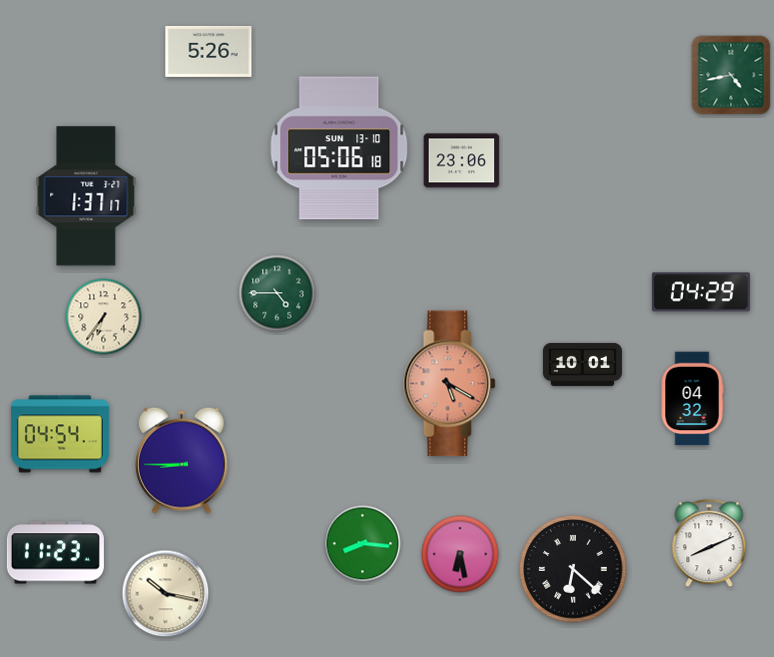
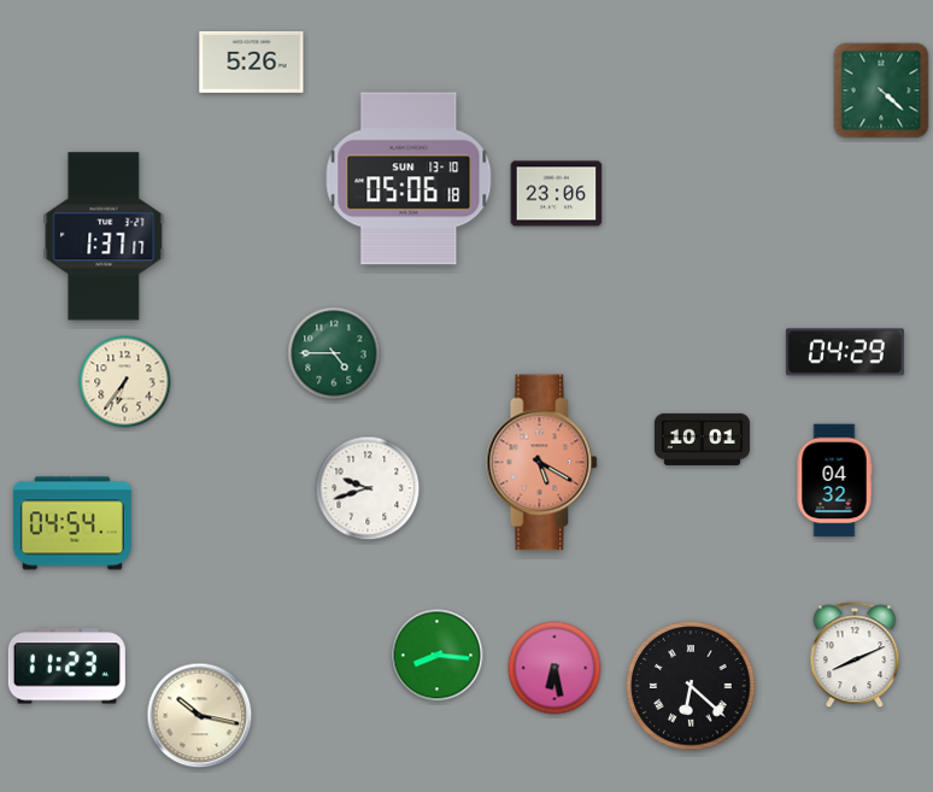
clock at (731, 75): 4:43 -> 4:22
clock at (368, 488): none -> 9:42
clock at (181, 460): 8:45 -> none
